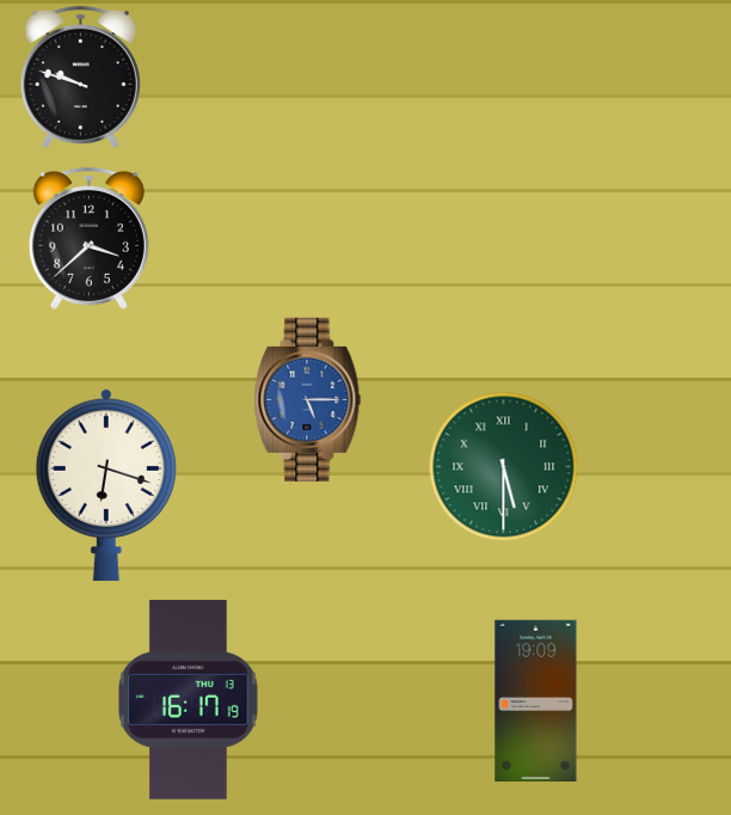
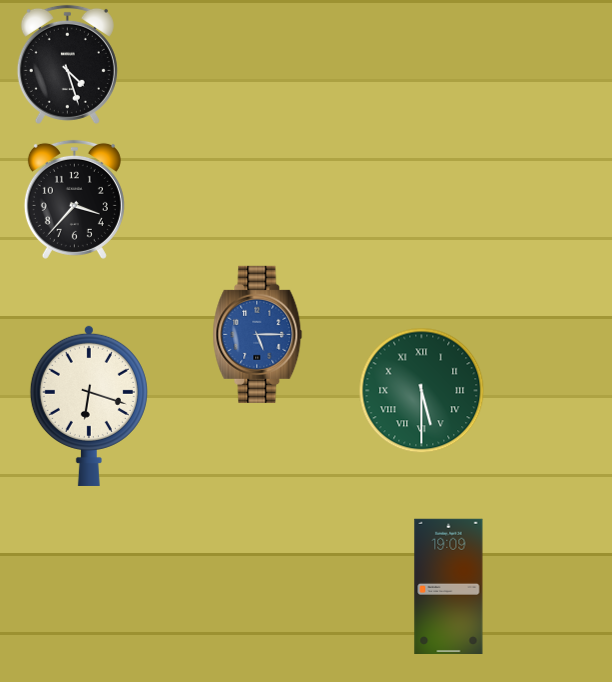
clock at (80, 76): 9:48 -> 4:27
clock at (88, 238): 3:38 -> 3:37
clock at (189, 699): 16:17 -> none
